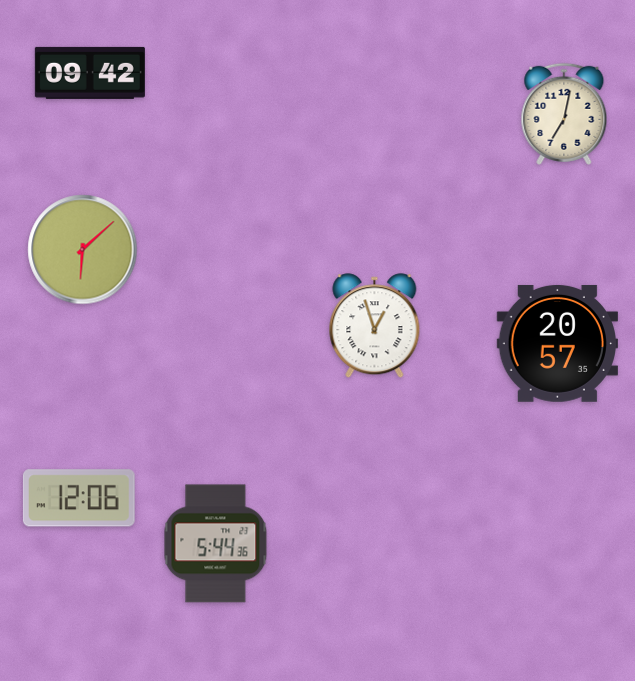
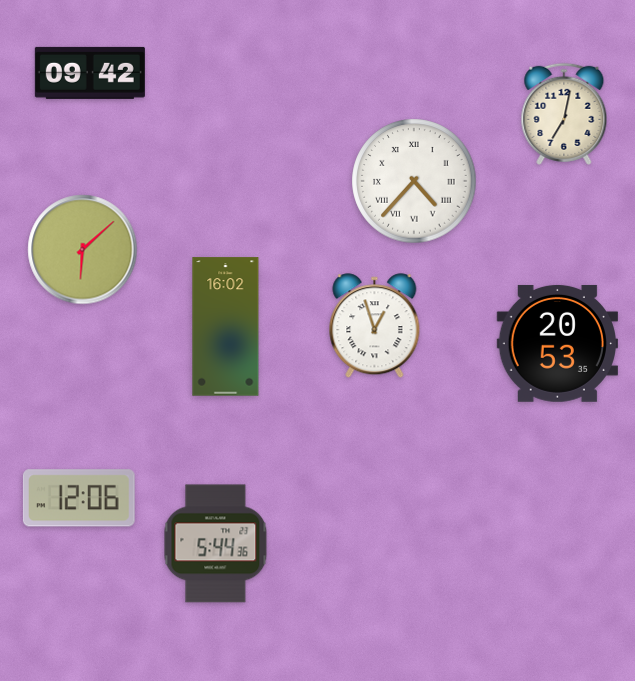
clock at (414, 181): none -> 4:37
clock at (226, 327): none -> 16:02
clock at (557, 343): 20:57 -> 20:53
